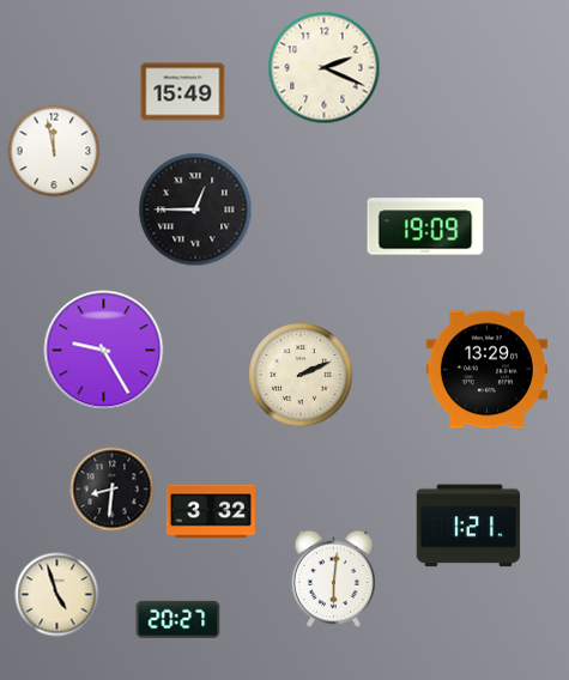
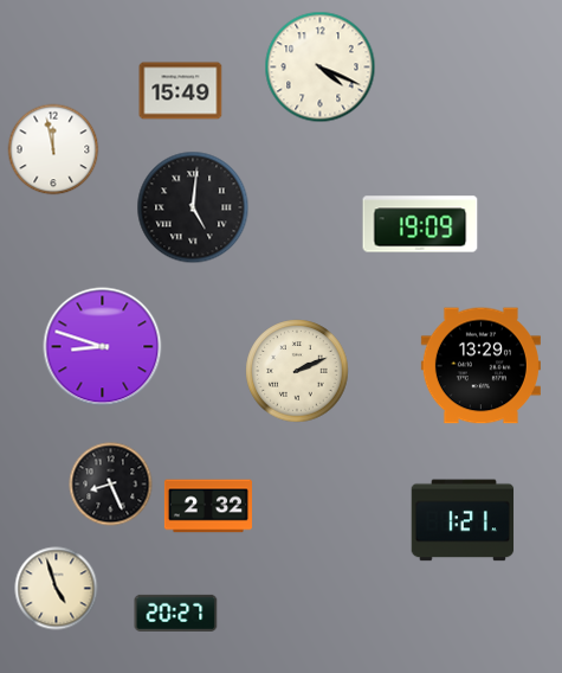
clock at (325, 68): 2:19 -> 4:19
clock at (195, 210): 12:45 -> 5:01
clock at (104, 351): 9:25 -> 8:48
clock at (113, 490): 8:31 -> 8:26
clock at (211, 511): 3:32 -> 2:32
clock at (333, 578): 6:01 -> none
